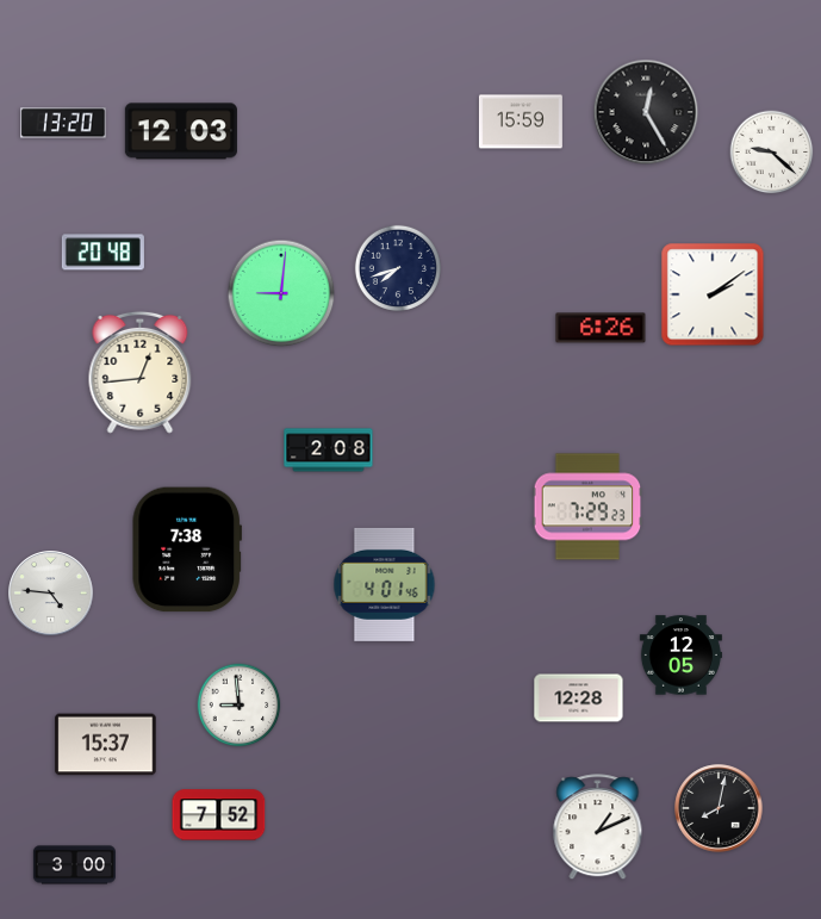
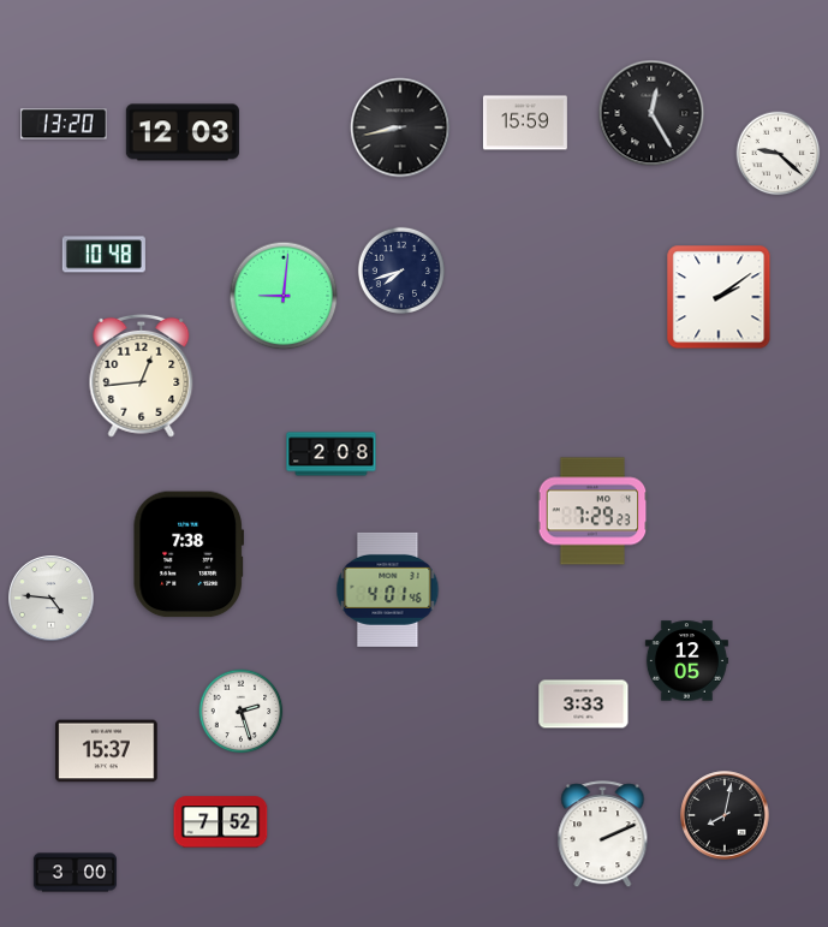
clock at (400, 127): none -> 8:43
clock at (102, 253): 20:48 -> 10:48
clock at (601, 328): 6:26 -> none
clock at (579, 698): 12:28 -> 3:33
clock at (240, 706): 8:59 -> 2:27
clock at (598, 827): 1:11 -> 2:11
